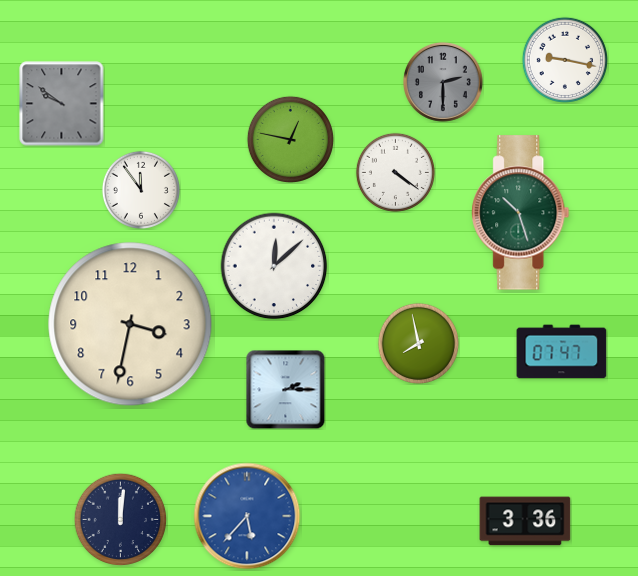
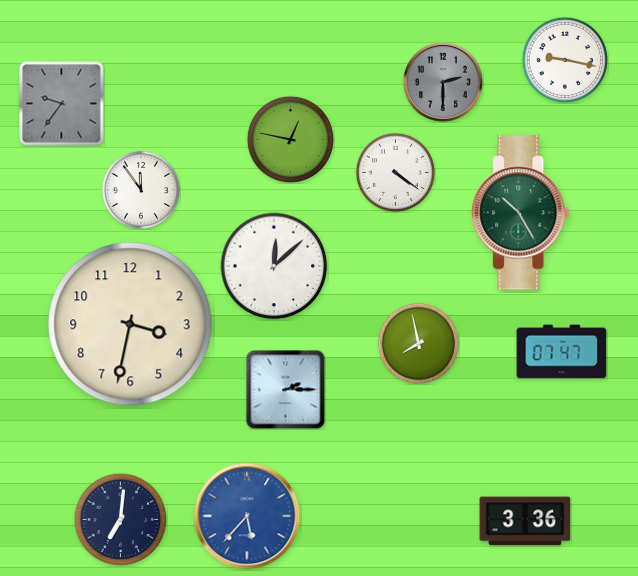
clock at (62, 104): 9:51 -> 9:36
clock at (521, 213): 10:27 -> 10:25
clock at (120, 519): 12:01 -> 7:01
